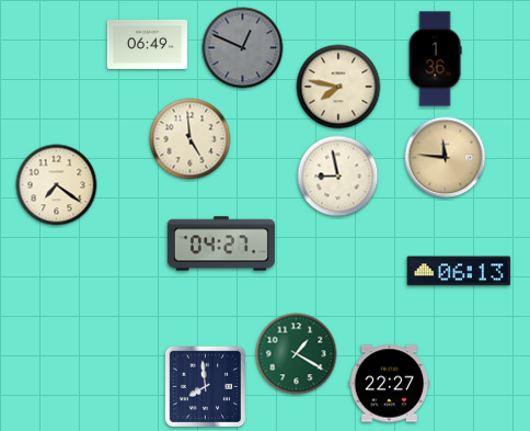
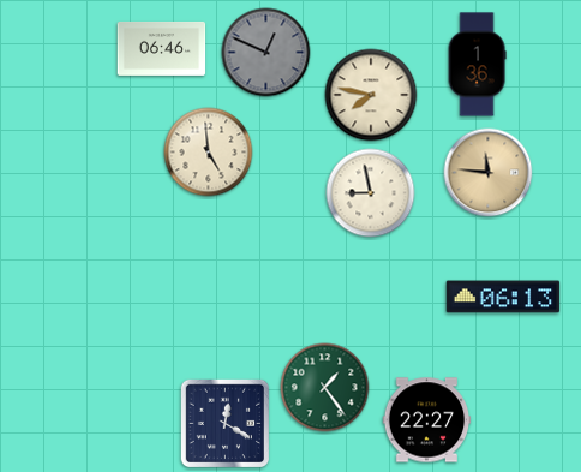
clock at (148, 44): 06:49 -> 06:46
clock at (57, 185): 7:21 -> none
clock at (221, 243): 04:27 -> none
clock at (297, 354): 1:20 -> 1:24
clock at (205, 386): 7:59 -> 12:20
